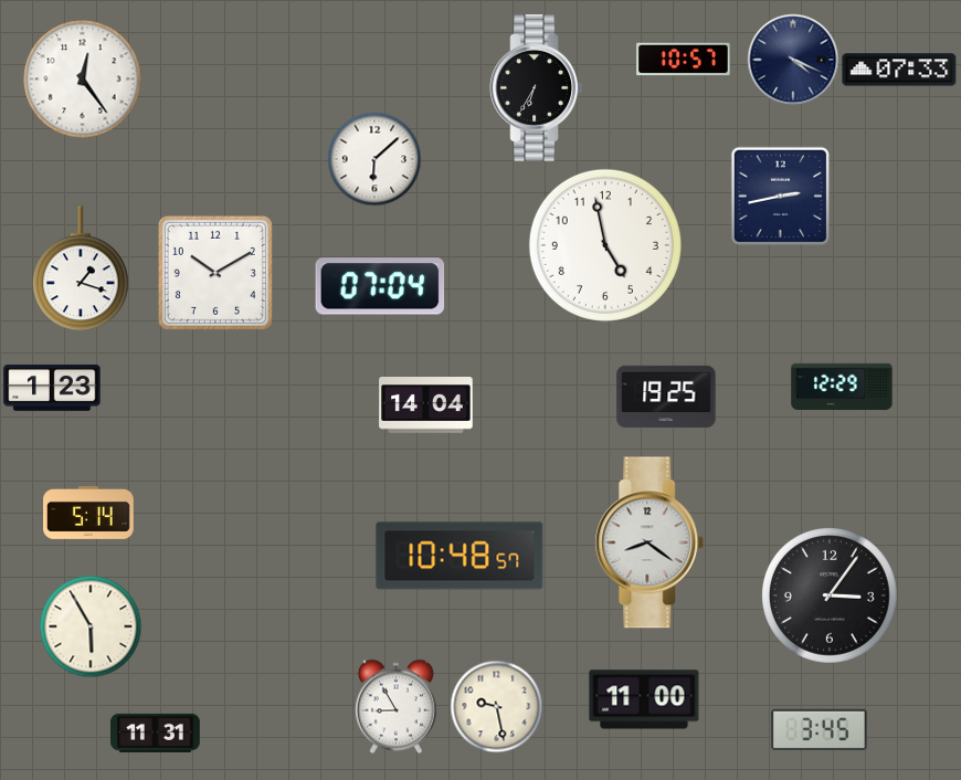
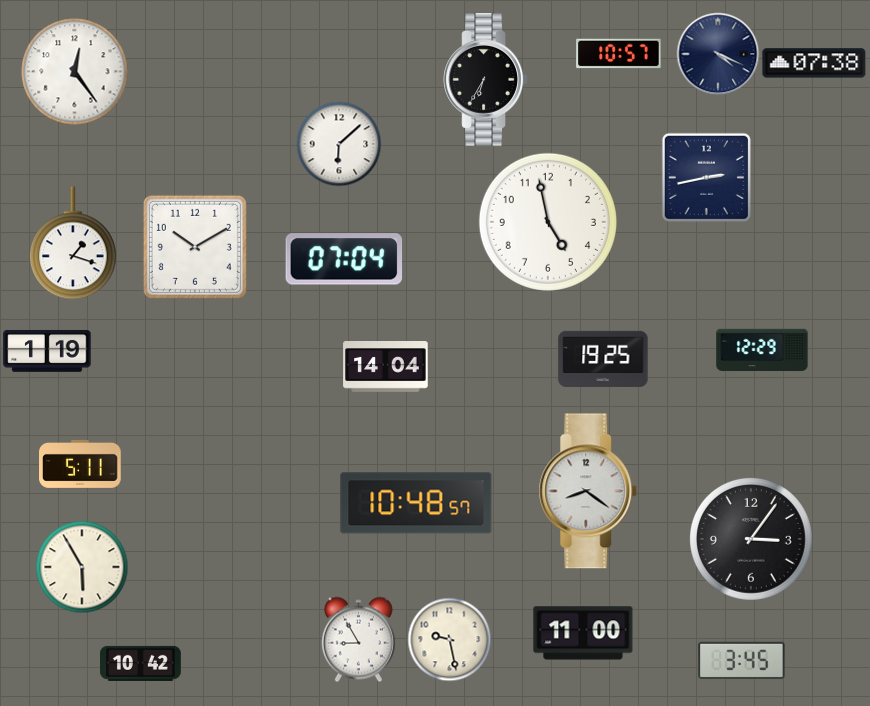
clock at (899, 70): 07:33 -> 07:38
clock at (52, 388): 1:23 -> 1:19
clock at (89, 513): 5:14 -> 5:11
clock at (156, 732): 11:31 -> 10:42
